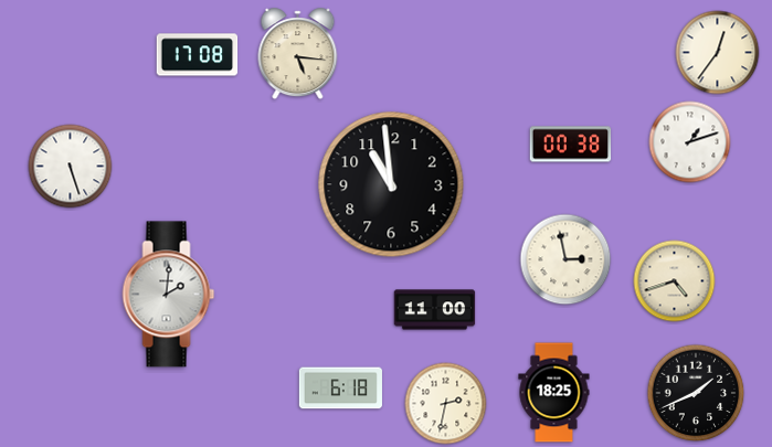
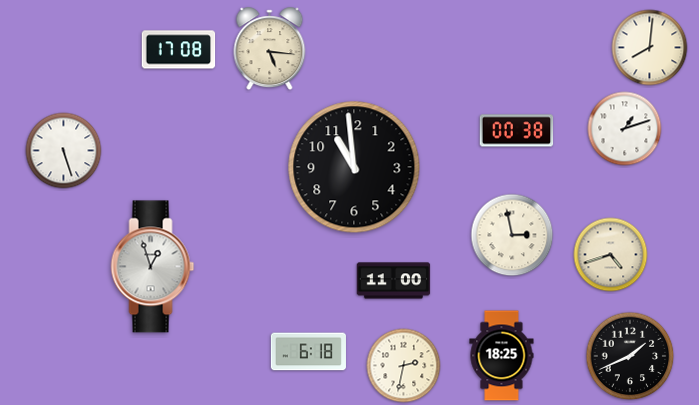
clock at (718, 53): 12:36 -> 8:01
clock at (169, 295): 2:01 -> 12:57
